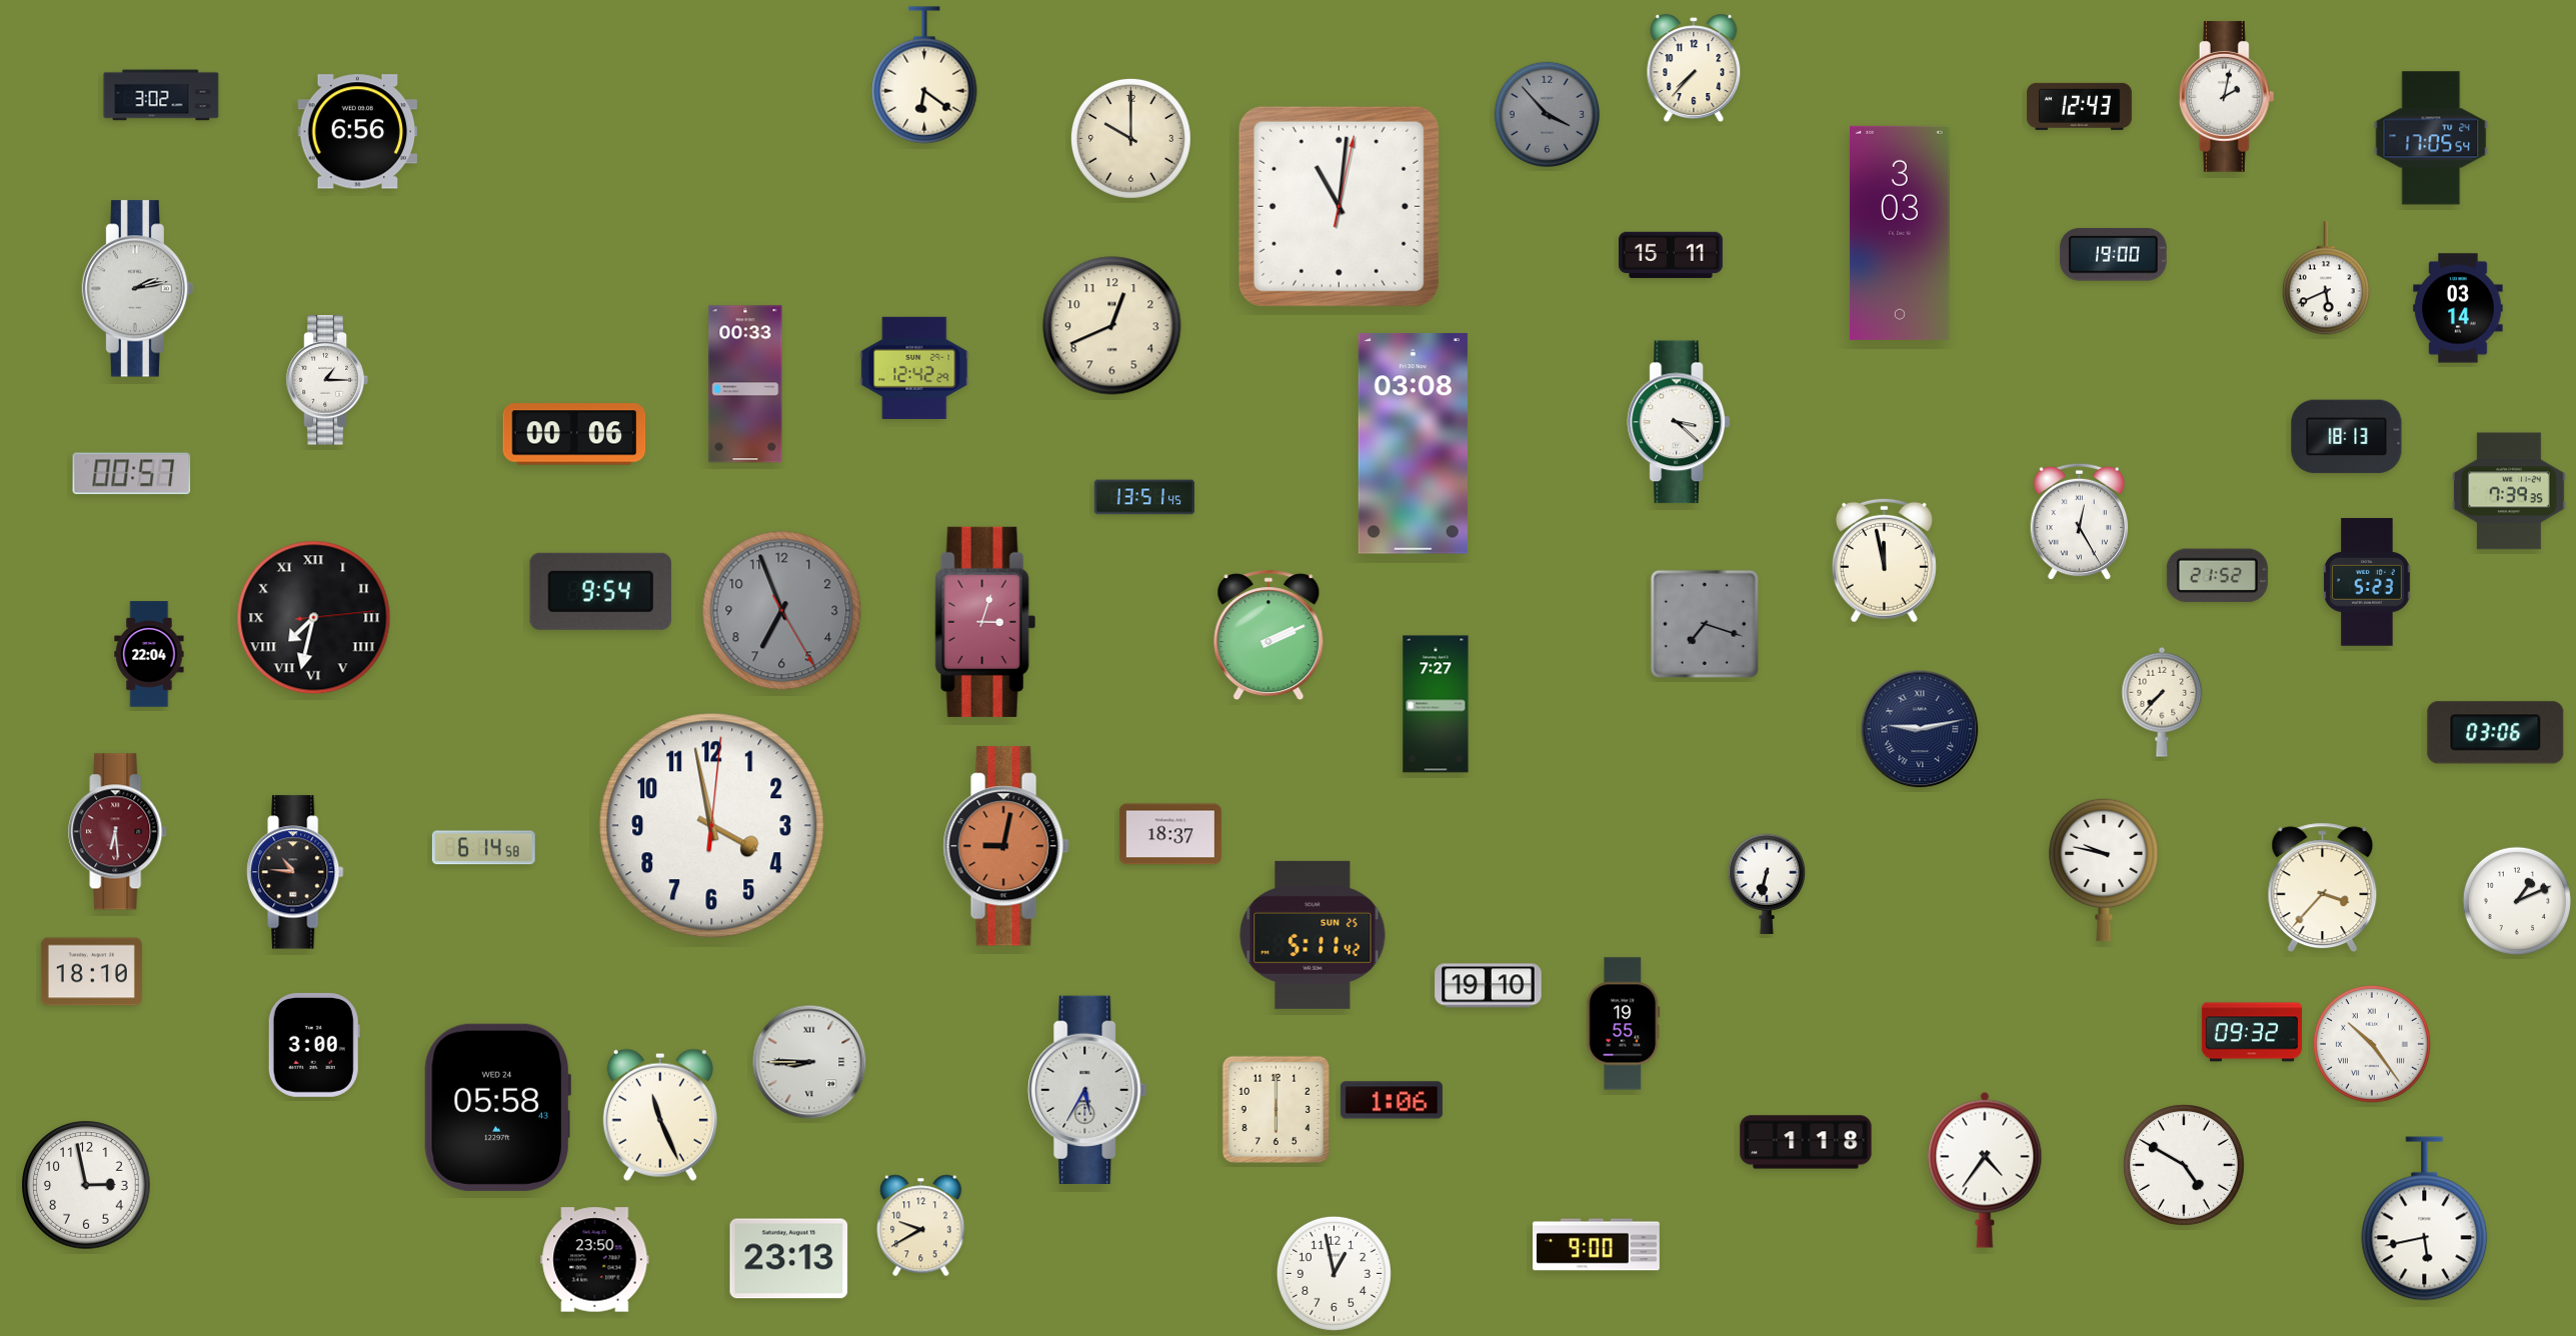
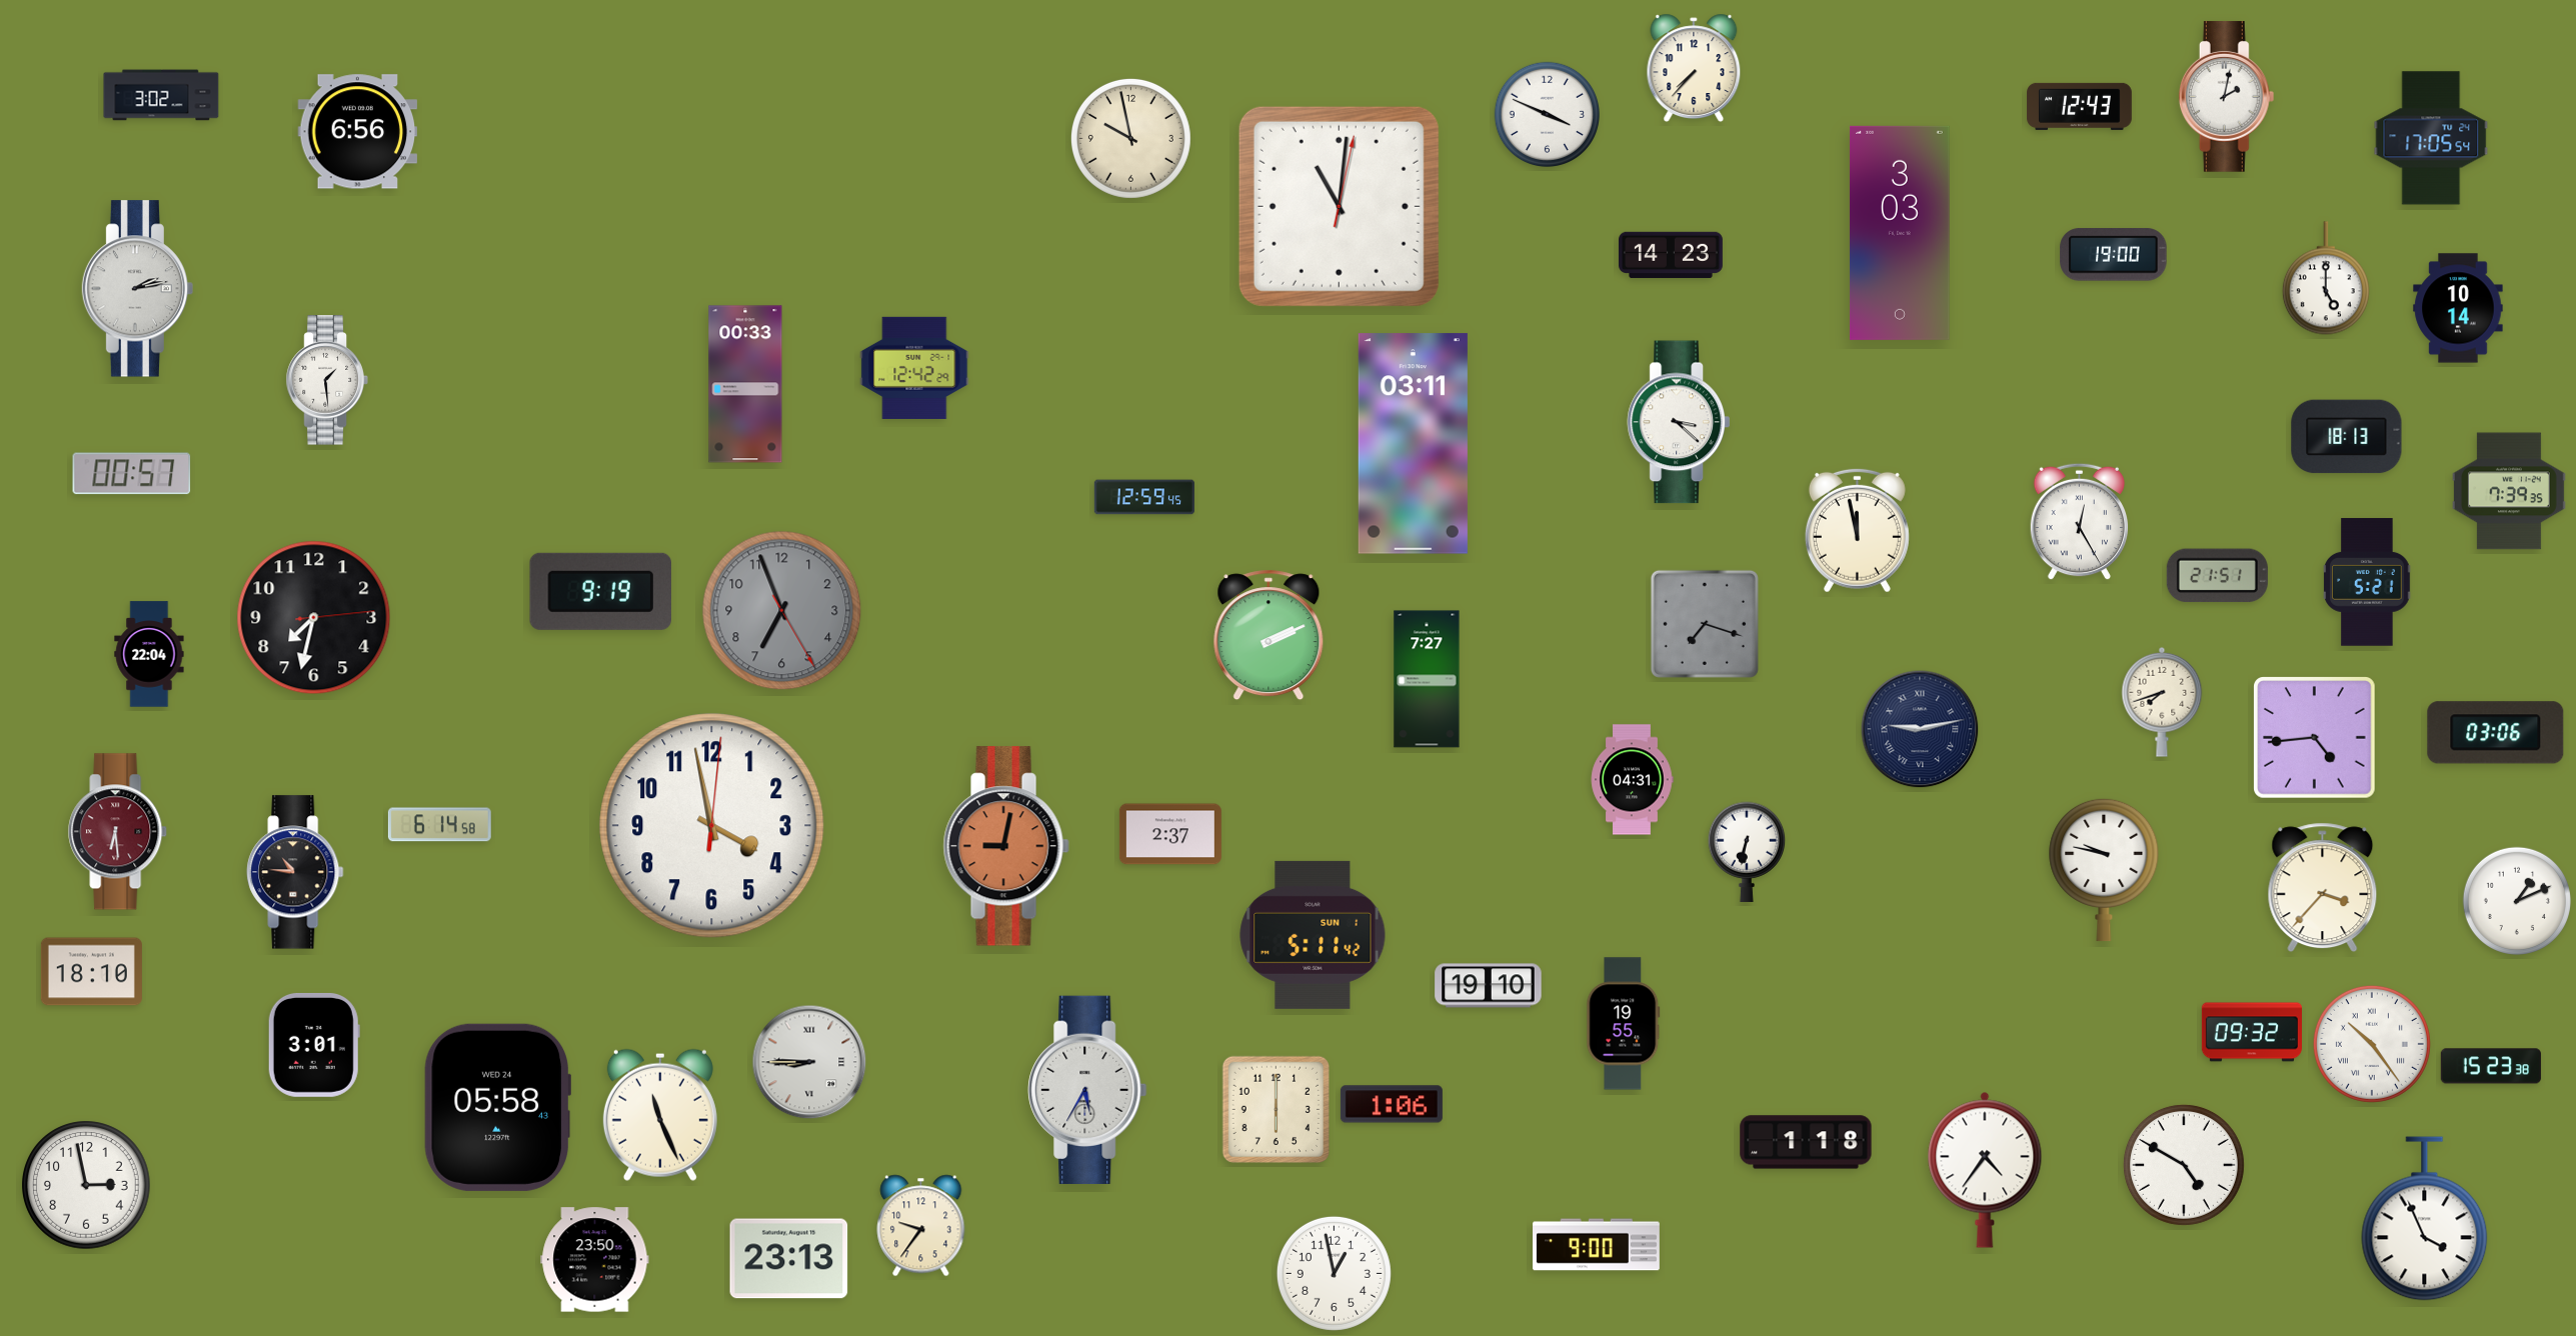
clock at (924, 75): 6:21 -> none
clock at (1547, 114): 3:53 -> 3:49
clock at (1547, 114) dial: grey -> white
clock at (1130, 138): 10:00 -> 9:58
clock at (1672, 255): 15:11 -> 14:23
clock at (2326, 278): 5:41 -> 5:00
clock at (2458, 308): 03:14 -> 10:14
clock at (1112, 326): 12:41 -> none
clock at (327, 380): 1:15 -> 1:29
clock at (574, 434): 00:06 -> none
clock at (1413, 444): 03:08 -> 03:11
clock at (1144, 497): 13:51 -> 12:59
clock at (1884, 560) position: (1884, 560) -> (1857, 530)
clock at (2217, 576): 21:52 -> 21:51
clock at (2367, 582): 5:23 -> 5:21
clock at (601, 591): 9:54 -> 9:19
clock at (314, 618) numerals: Roman -> Arabic
clock at (985, 622): 3:03 -> none
clock at (2162, 702): 7:37 -> 7:42
clock at (1436, 704) position: (1436, 704) -> (1427, 679)
clock at (2315, 738): none -> 4:44
clock at (1632, 780): none -> 04:31
clock at (1170, 834): 18:37 -> 2:37
clock at (483, 848) position: (483, 848) -> (439, 825)
clock at (1767, 884) position: (1767, 884) -> (1747, 852)
clock at (1313, 935) date: SUN 25 -> SUN 1
clock at (314, 1045): 3:00 -> 3:01
clock at (2491, 1066): none -> 15:23
clock at (1392, 1100) position: (1392, 1100) -> (1392, 1104)
clock at (2425, 1219): 5:43 -> 3:56
clock at (921, 1226): 9:40 -> 9:36
